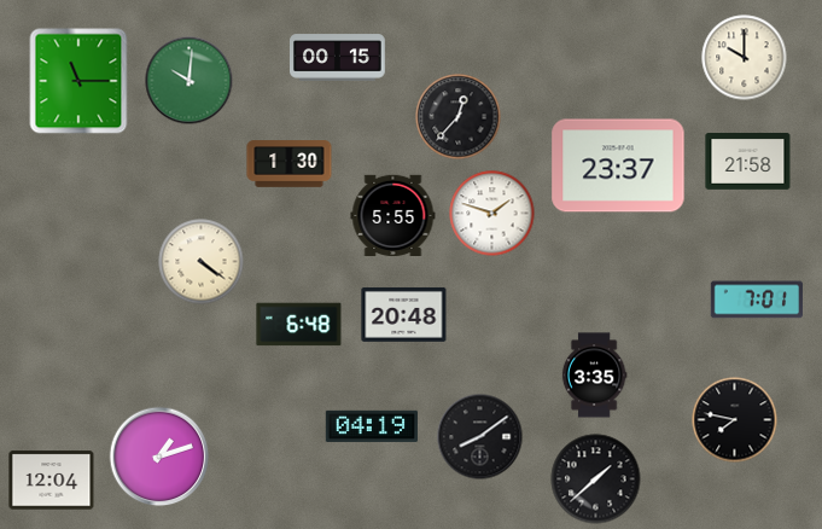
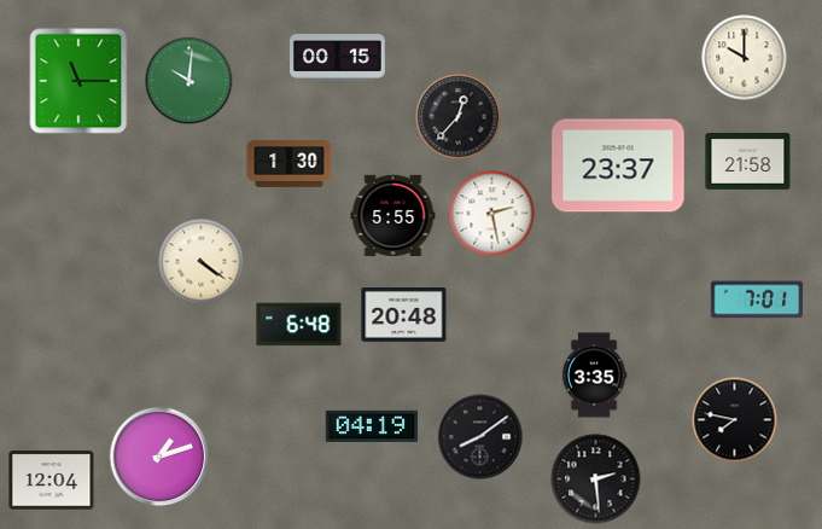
clock at (492, 214): 1:48 -> 2:28
clock at (596, 479): 1:38 -> 2:29
